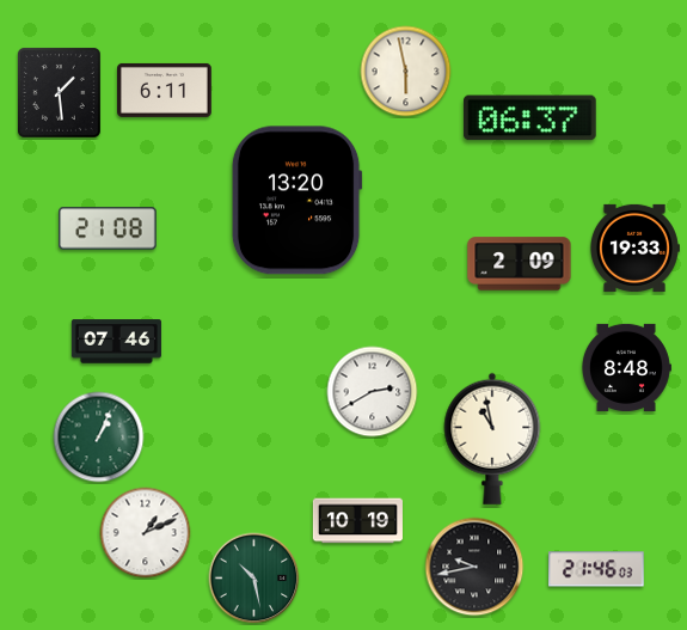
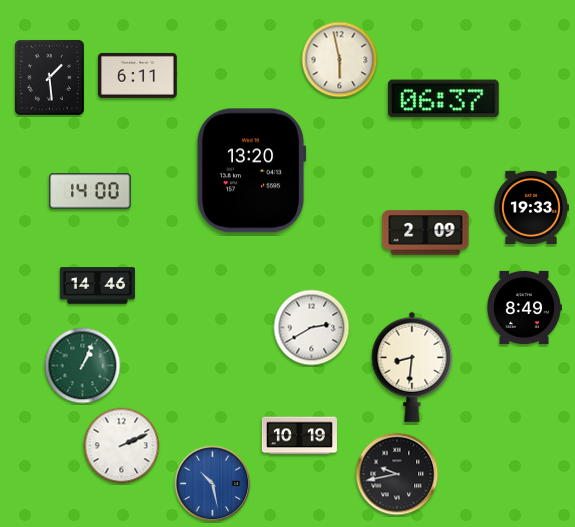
clock at (296, 201) position: (296, 201) -> (251, 171)
clock at (108, 228): 21:08 -> 14:00
clock at (520, 264) position: (520, 264) -> (426, 233)
clock at (116, 342): 07:46 -> 14:46
clock at (626, 367): 8:48 -> 8:49
clock at (492, 439): 10:58 -> 8:31
clock at (146, 533): 1:11 -> 2:11
clock at (597, 569): 21:46 -> none
clock at (254, 579) dial: green -> blue
